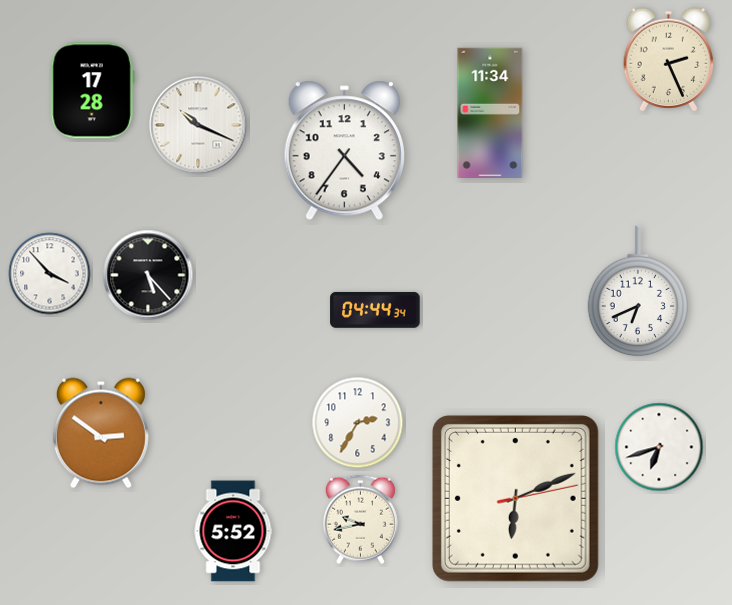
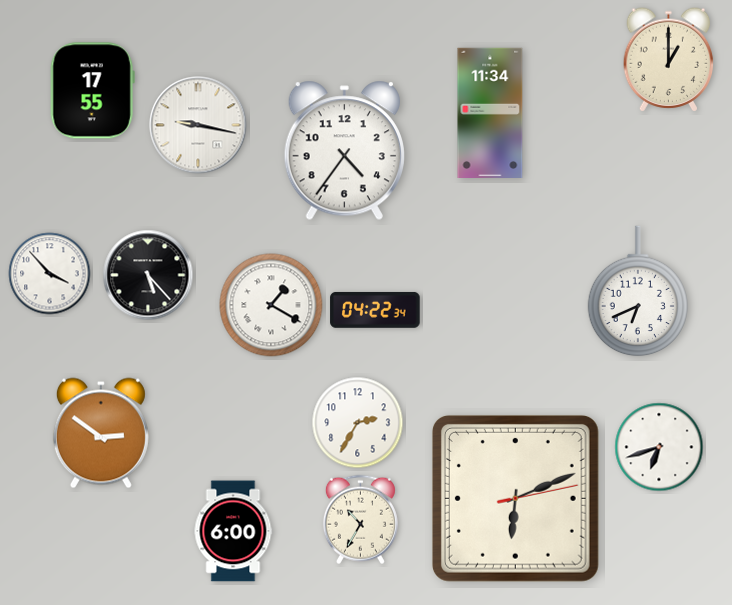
clock at (669, 60): 2:26 -> 1:00
clock at (92, 91): 17:28 -> 17:55
clock at (198, 125): 10:19 -> 9:17
clock at (271, 305): none -> 1:20
clock at (375, 310): 04:44 -> 04:22
clock at (360, 520): 9:43 -> 10:35
clock at (233, 531): 5:52 -> 6:00
